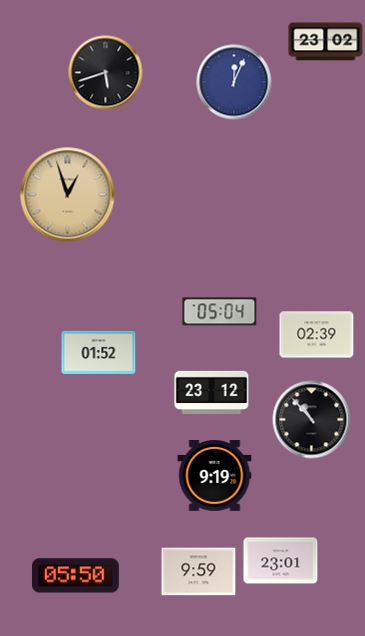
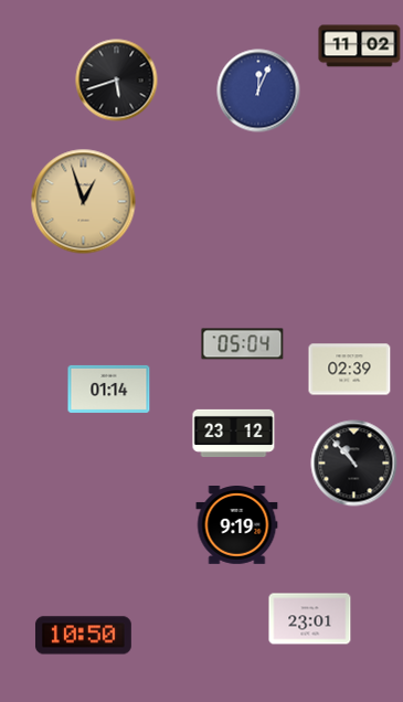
clock at (326, 42): 23:02 -> 11:02
clock at (68, 195) position: (68, 195) -> (84, 202)
clock at (99, 352): 01:52 -> 01:14
clock at (312, 420) position: (312, 420) -> (354, 464)
clock at (199, 572): 9:59 -> none
clock at (75, 576): 05:50 -> 10:50
